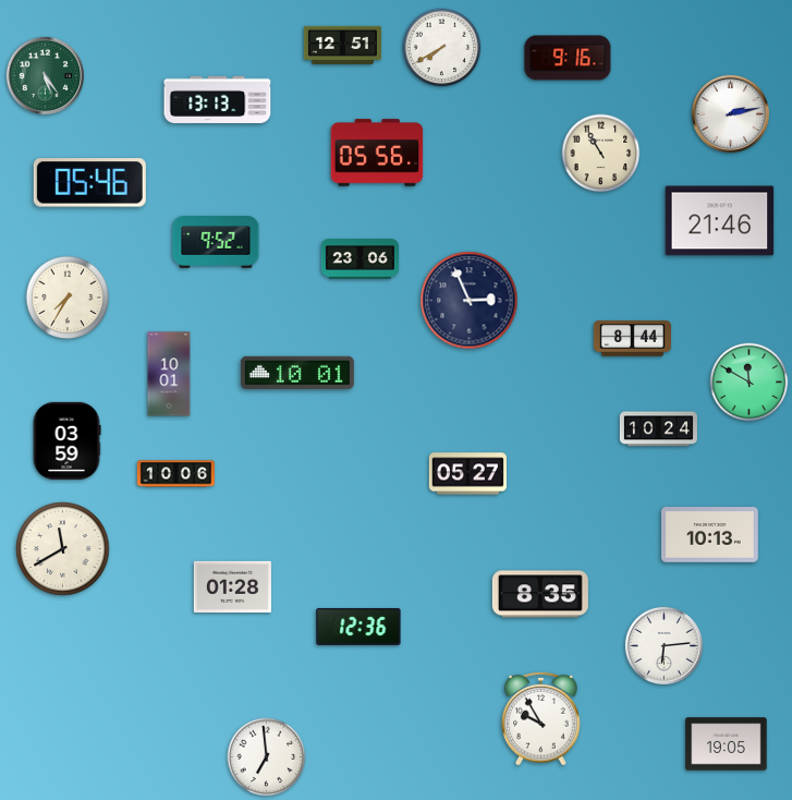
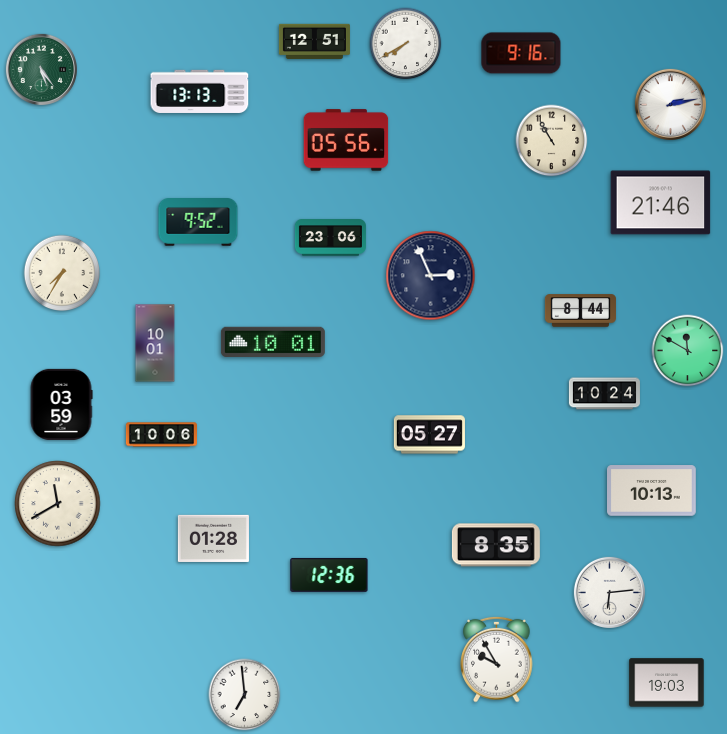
clock at (89, 183): 05:46 -> none
clock at (727, 744): 19:05 -> 19:03
